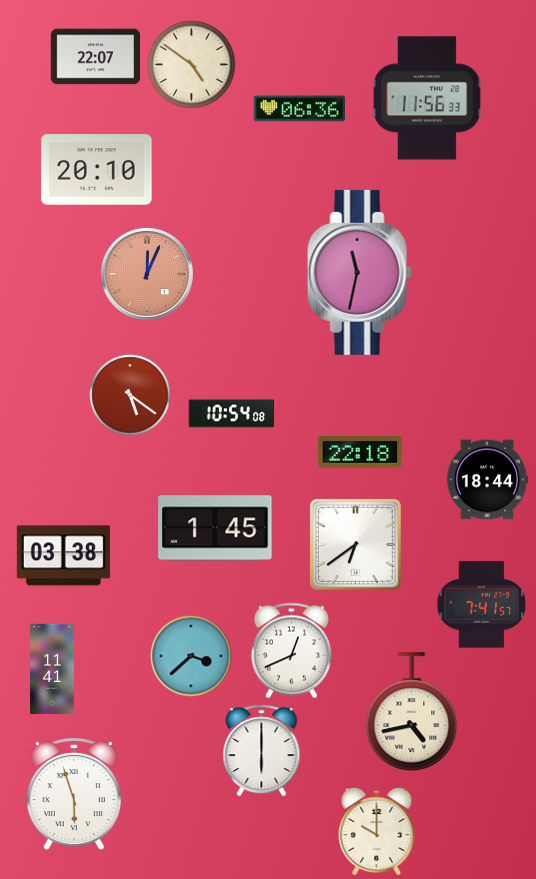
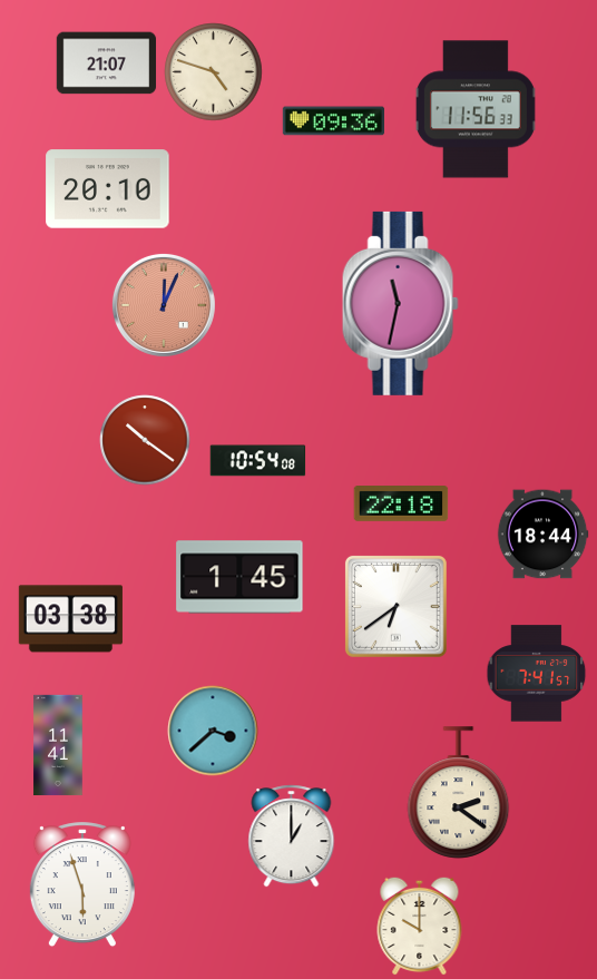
clock at (95, 57): 22:07 -> 21:07
clock at (191, 64): 4:51 -> 4:48
clock at (299, 109): 06:36 -> 09:36
clock at (130, 395): 5:21 -> 10:21
clock at (215, 528) position: (215, 528) -> (239, 577)
clock at (291, 650): 12:41 -> none
clock at (412, 712): 4:43 -> 2:21
clock at (262, 750): 6:00 -> 1:00
